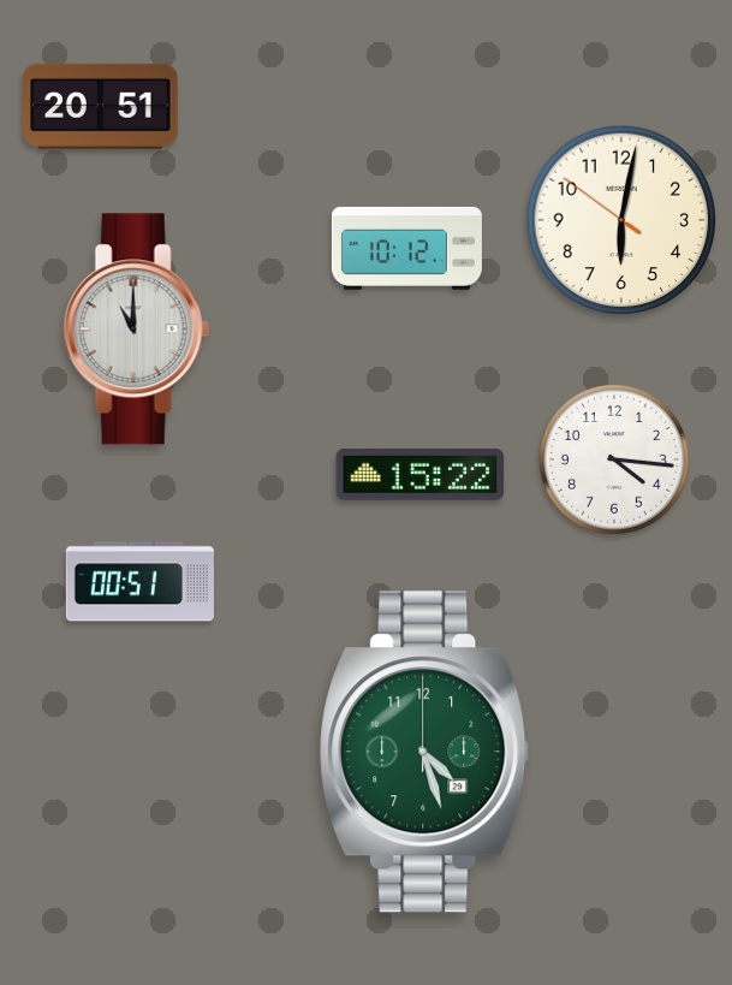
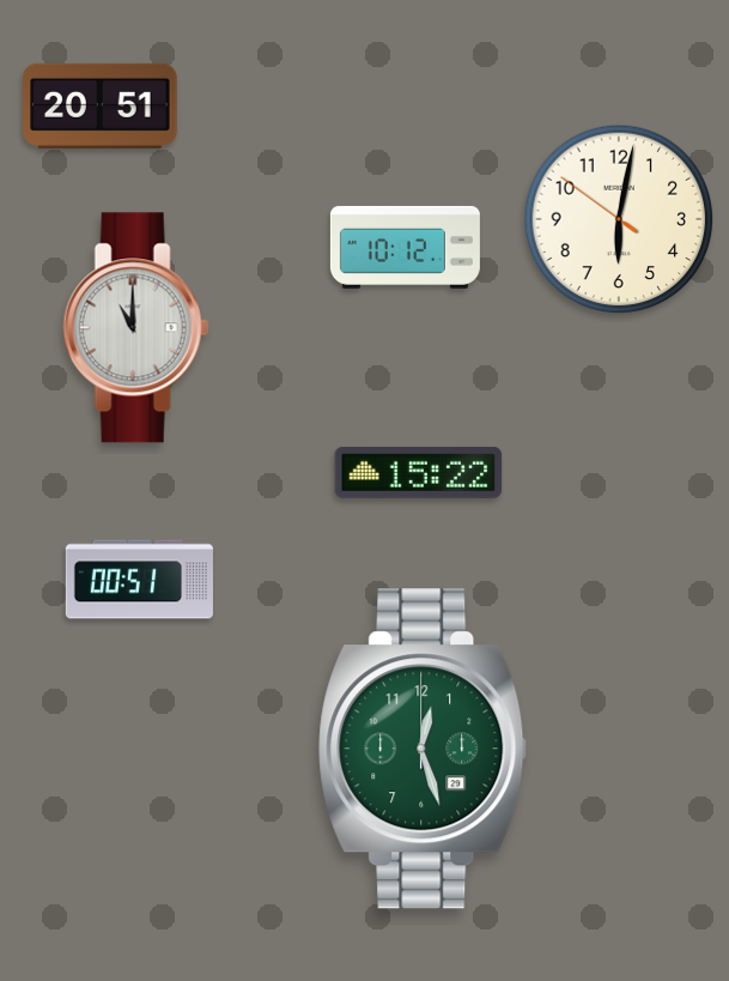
clock at (614, 459): 4:16 -> none
clock at (424, 752): 4:27 -> 12:27
